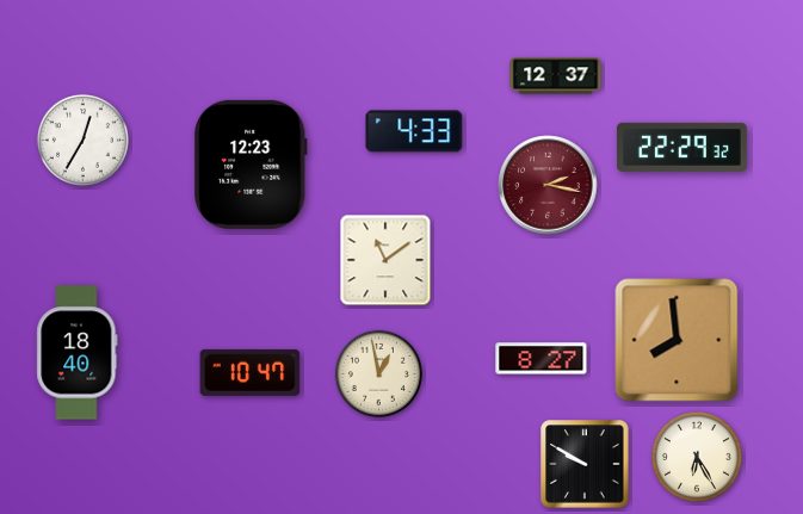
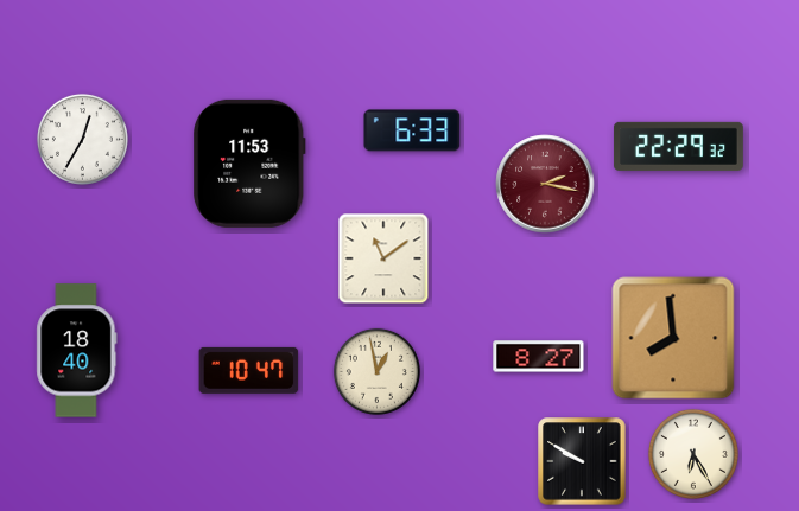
clock at (556, 76): 12:37 -> none
clock at (414, 131): 4:33 -> 6:33
clock at (252, 165): 12:23 -> 11:53
